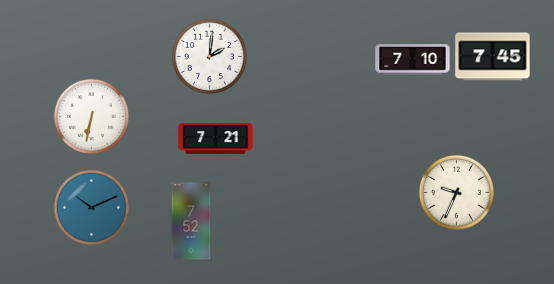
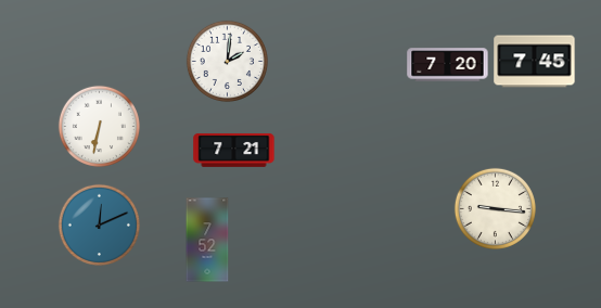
clock at (413, 60): 7:10 -> 7:20
clock at (456, 192): 9:34 -> 9:16
clock at (91, 207): 10:11 -> 12:11
